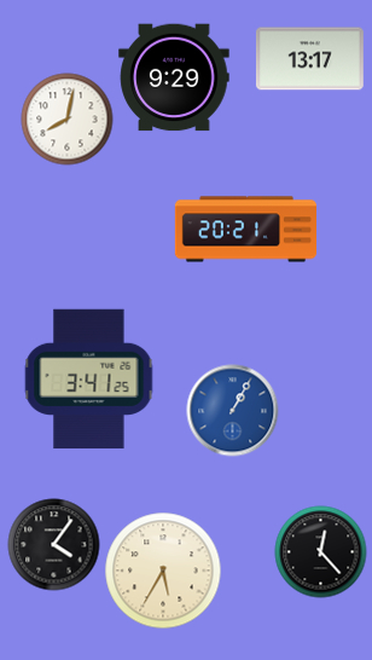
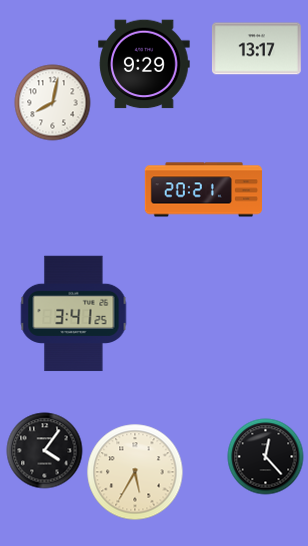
clock at (68, 120) position: (68, 120) -> (53, 103)
clock at (233, 411): 1:05 -> none
